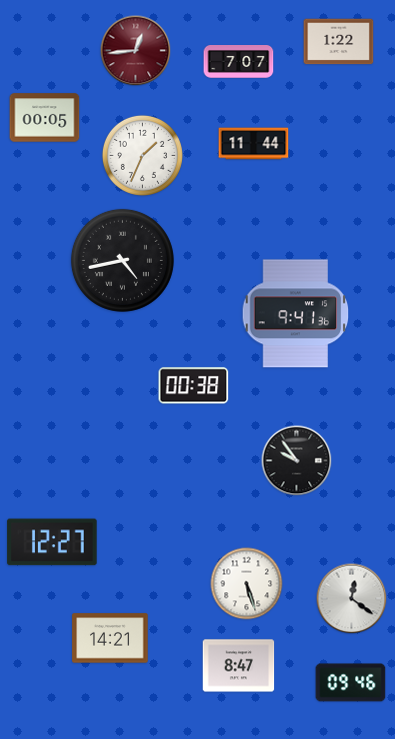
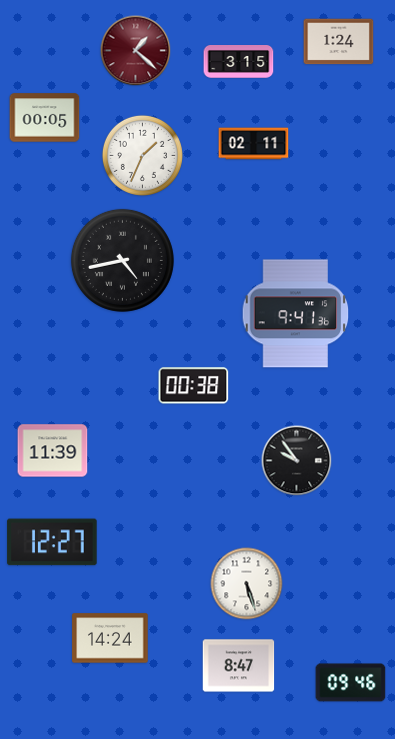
clock at (339, 42): 1:22 -> 1:24
clock at (136, 51): 12:44 -> 1:22
clock at (239, 62): 7:07 -> 3:15
clock at (254, 144): 11:44 -> 02:11
clock at (53, 451): none -> 11:39
clock at (352, 599): 12:21 -> none
clock at (110, 638): 14:21 -> 14:24
